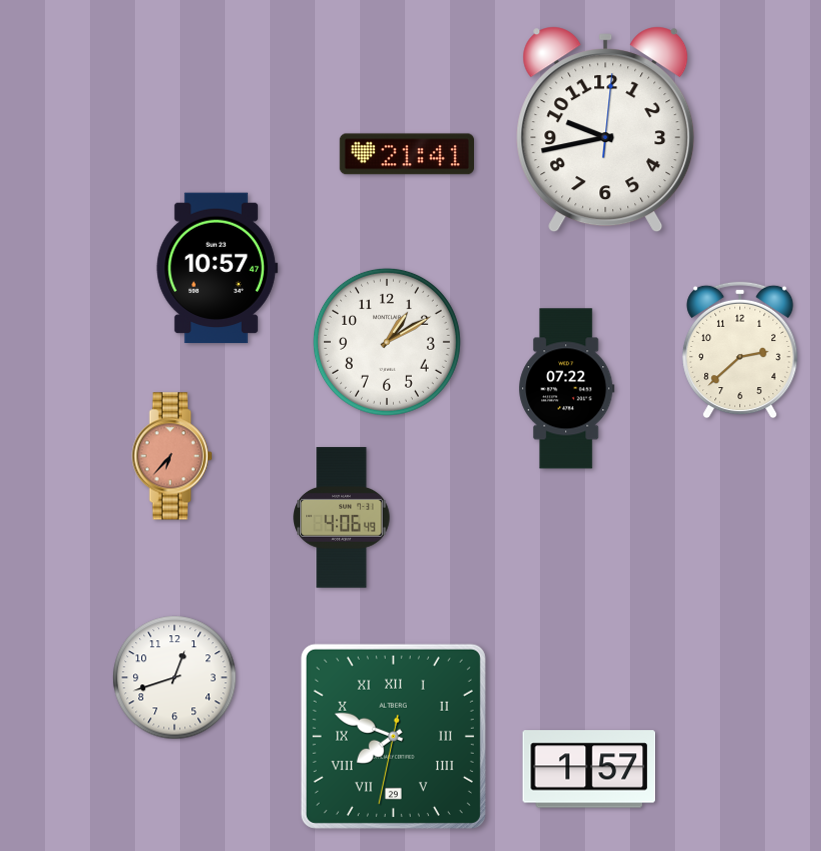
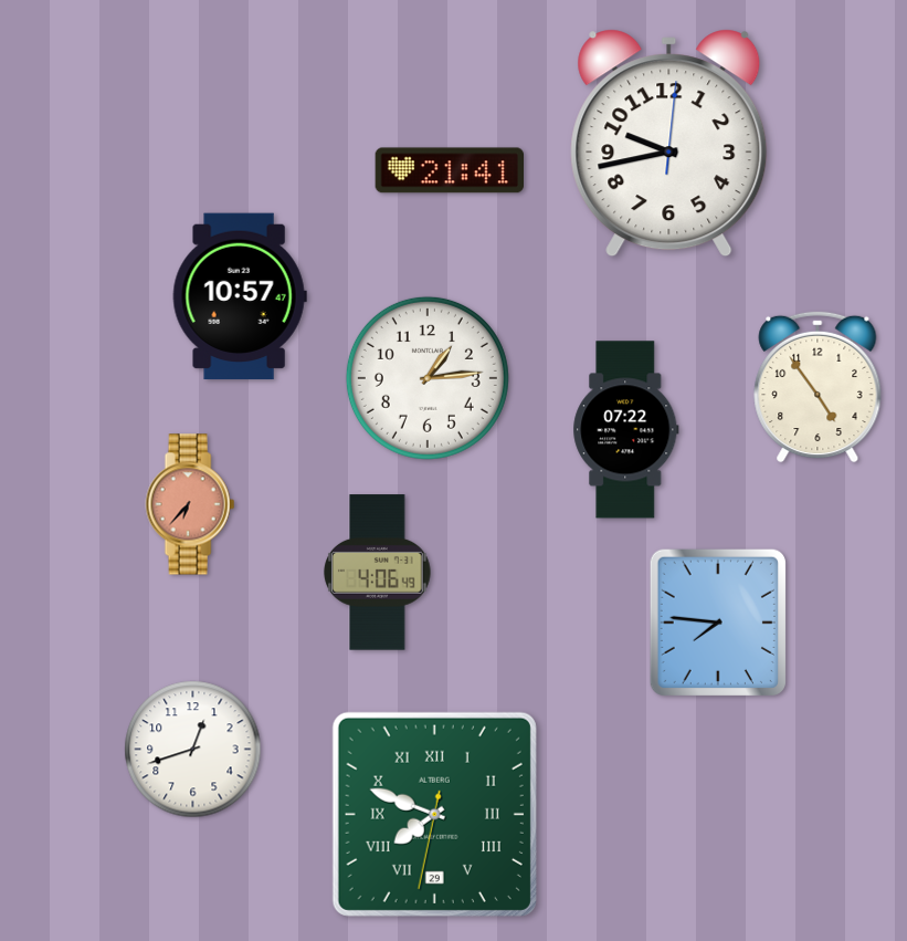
clock at (387, 342): 1:10 -> 1:14
clock at (740, 350): 2:38 -> 4:54
clock at (718, 621): none -> 7:46
clock at (589, 769): 1:57 -> none
